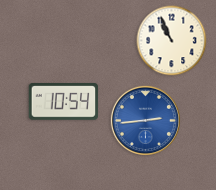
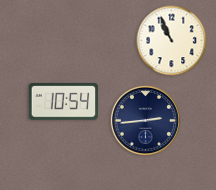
clock at (145, 120) dial: blue -> navy
